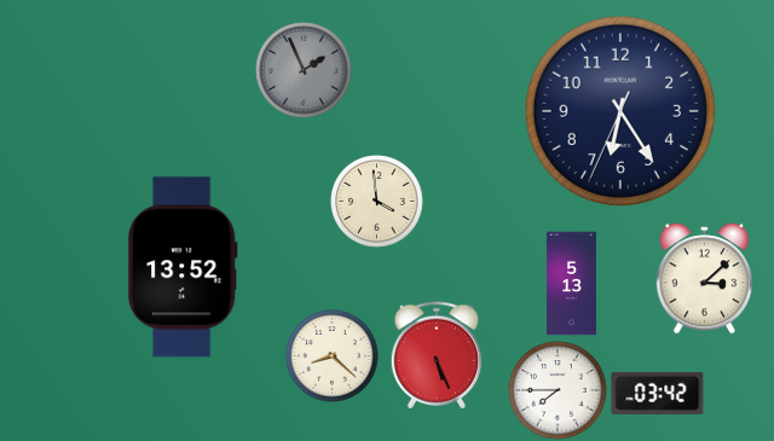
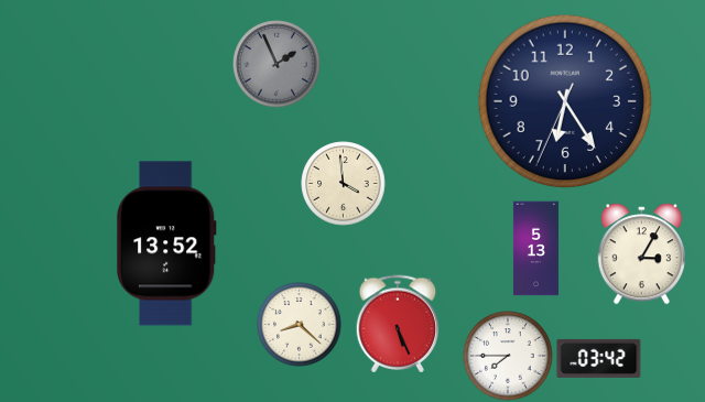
clock at (704, 279): 3:08 -> 3:05
clock at (571, 284) position: (571, 284) -> (535, 249)
clock at (333, 356) position: (333, 356) -> (300, 325)
